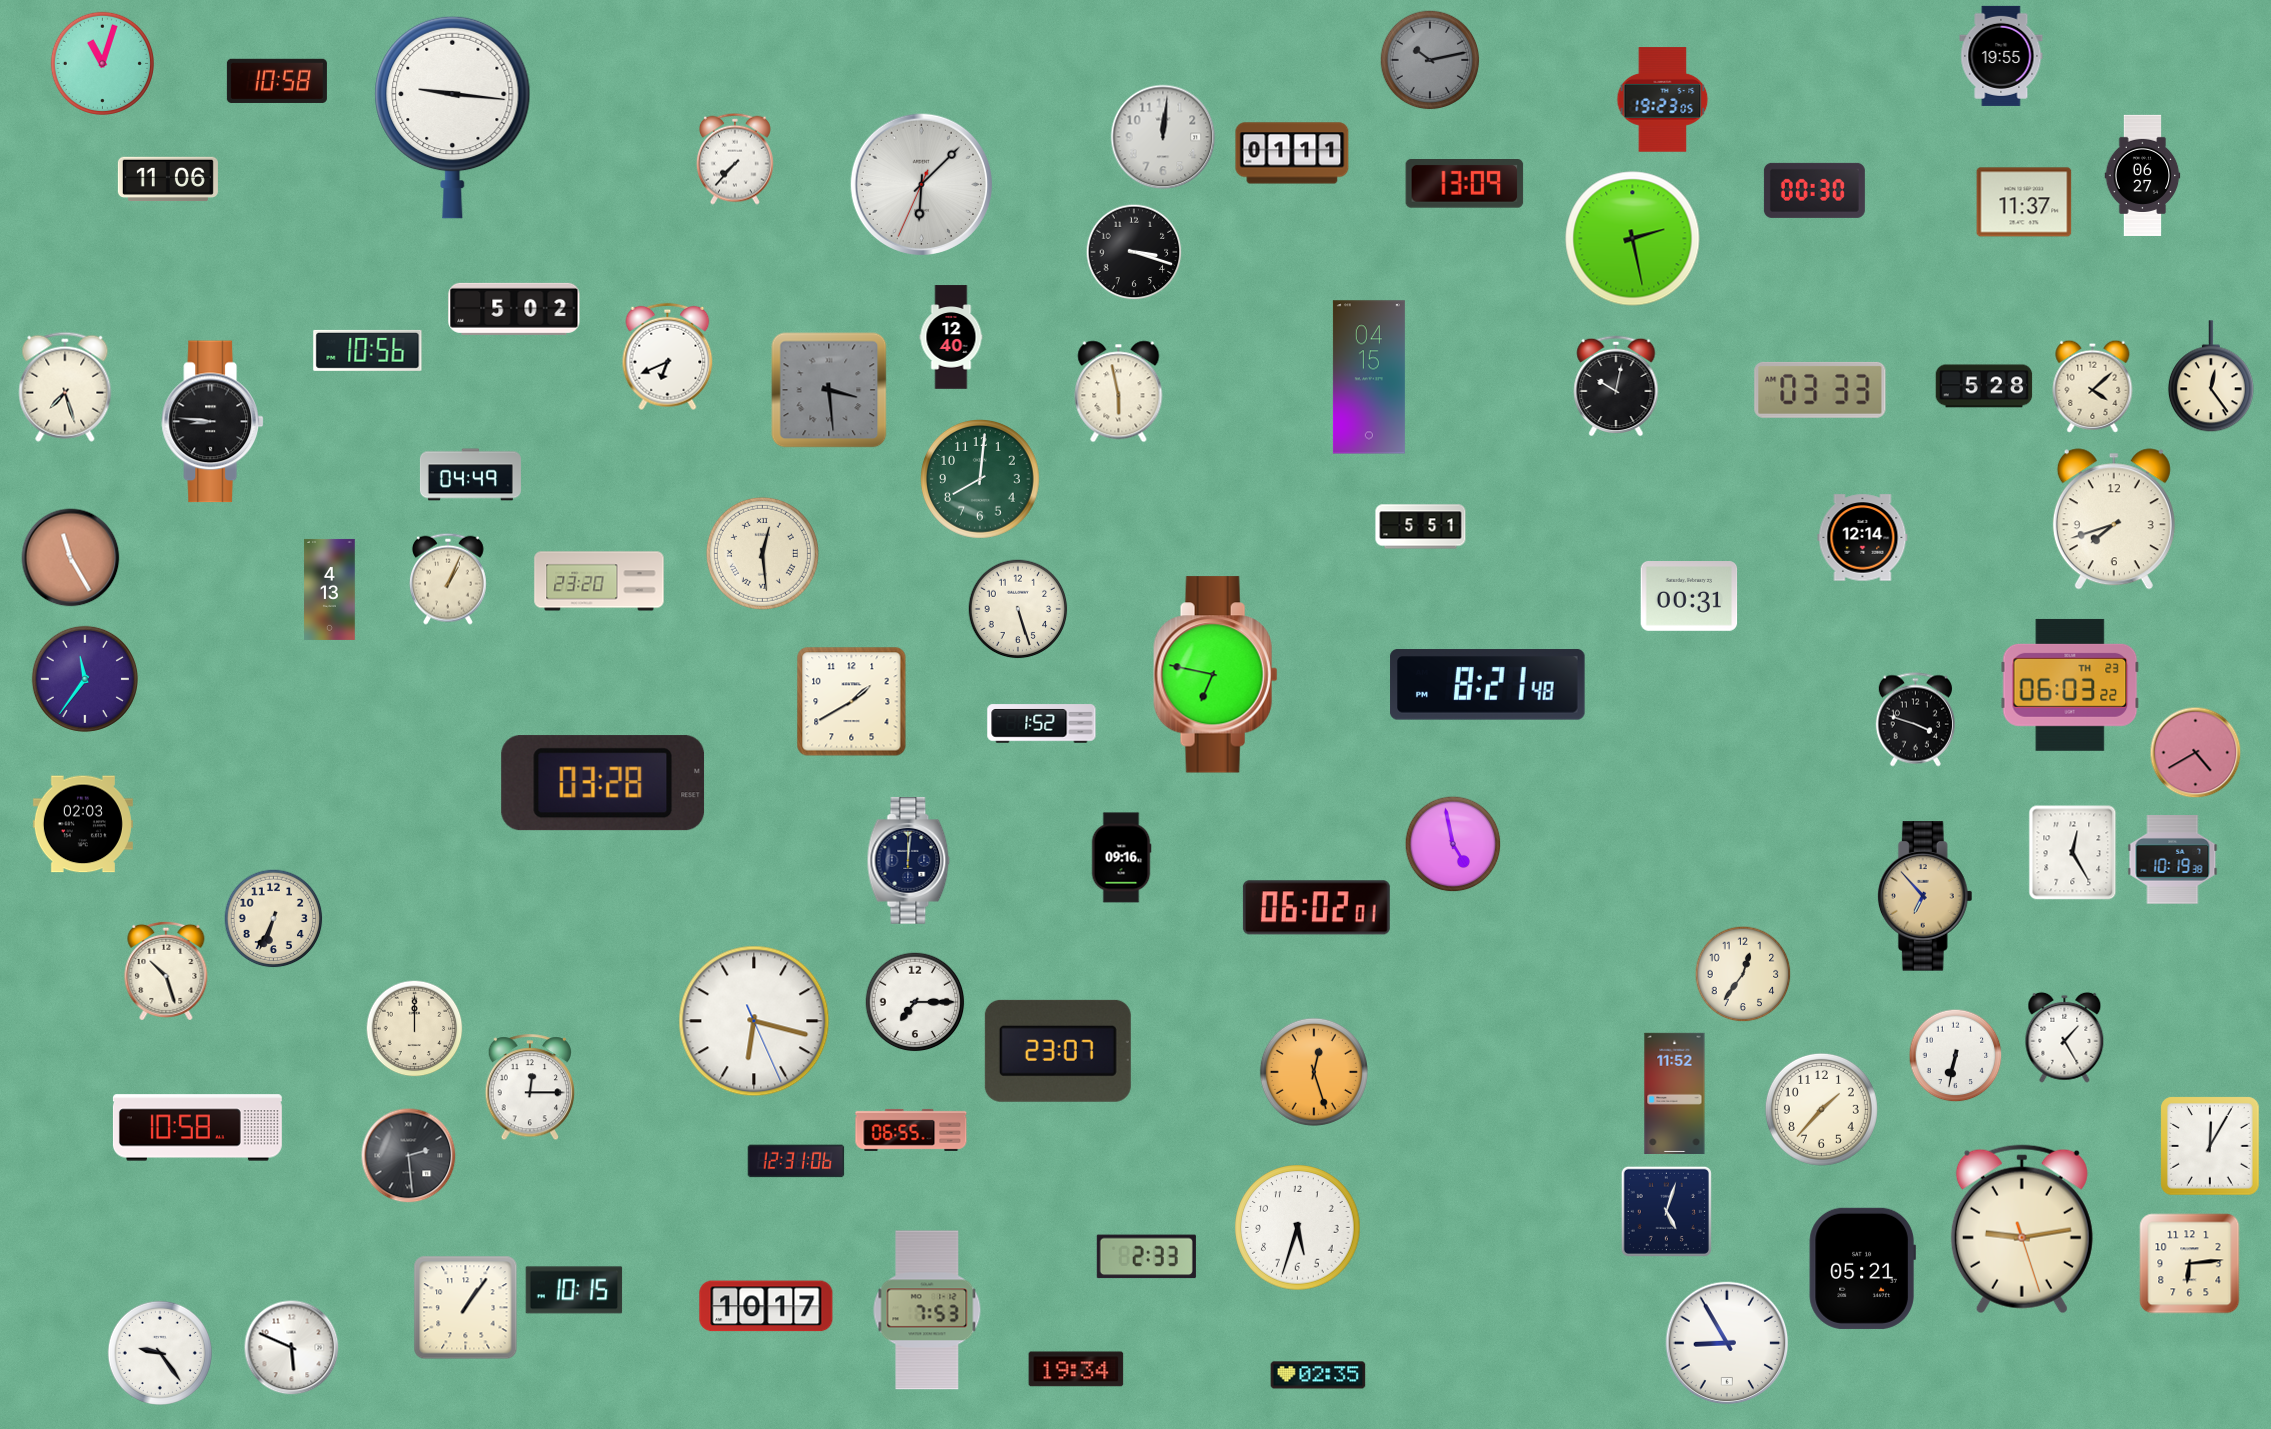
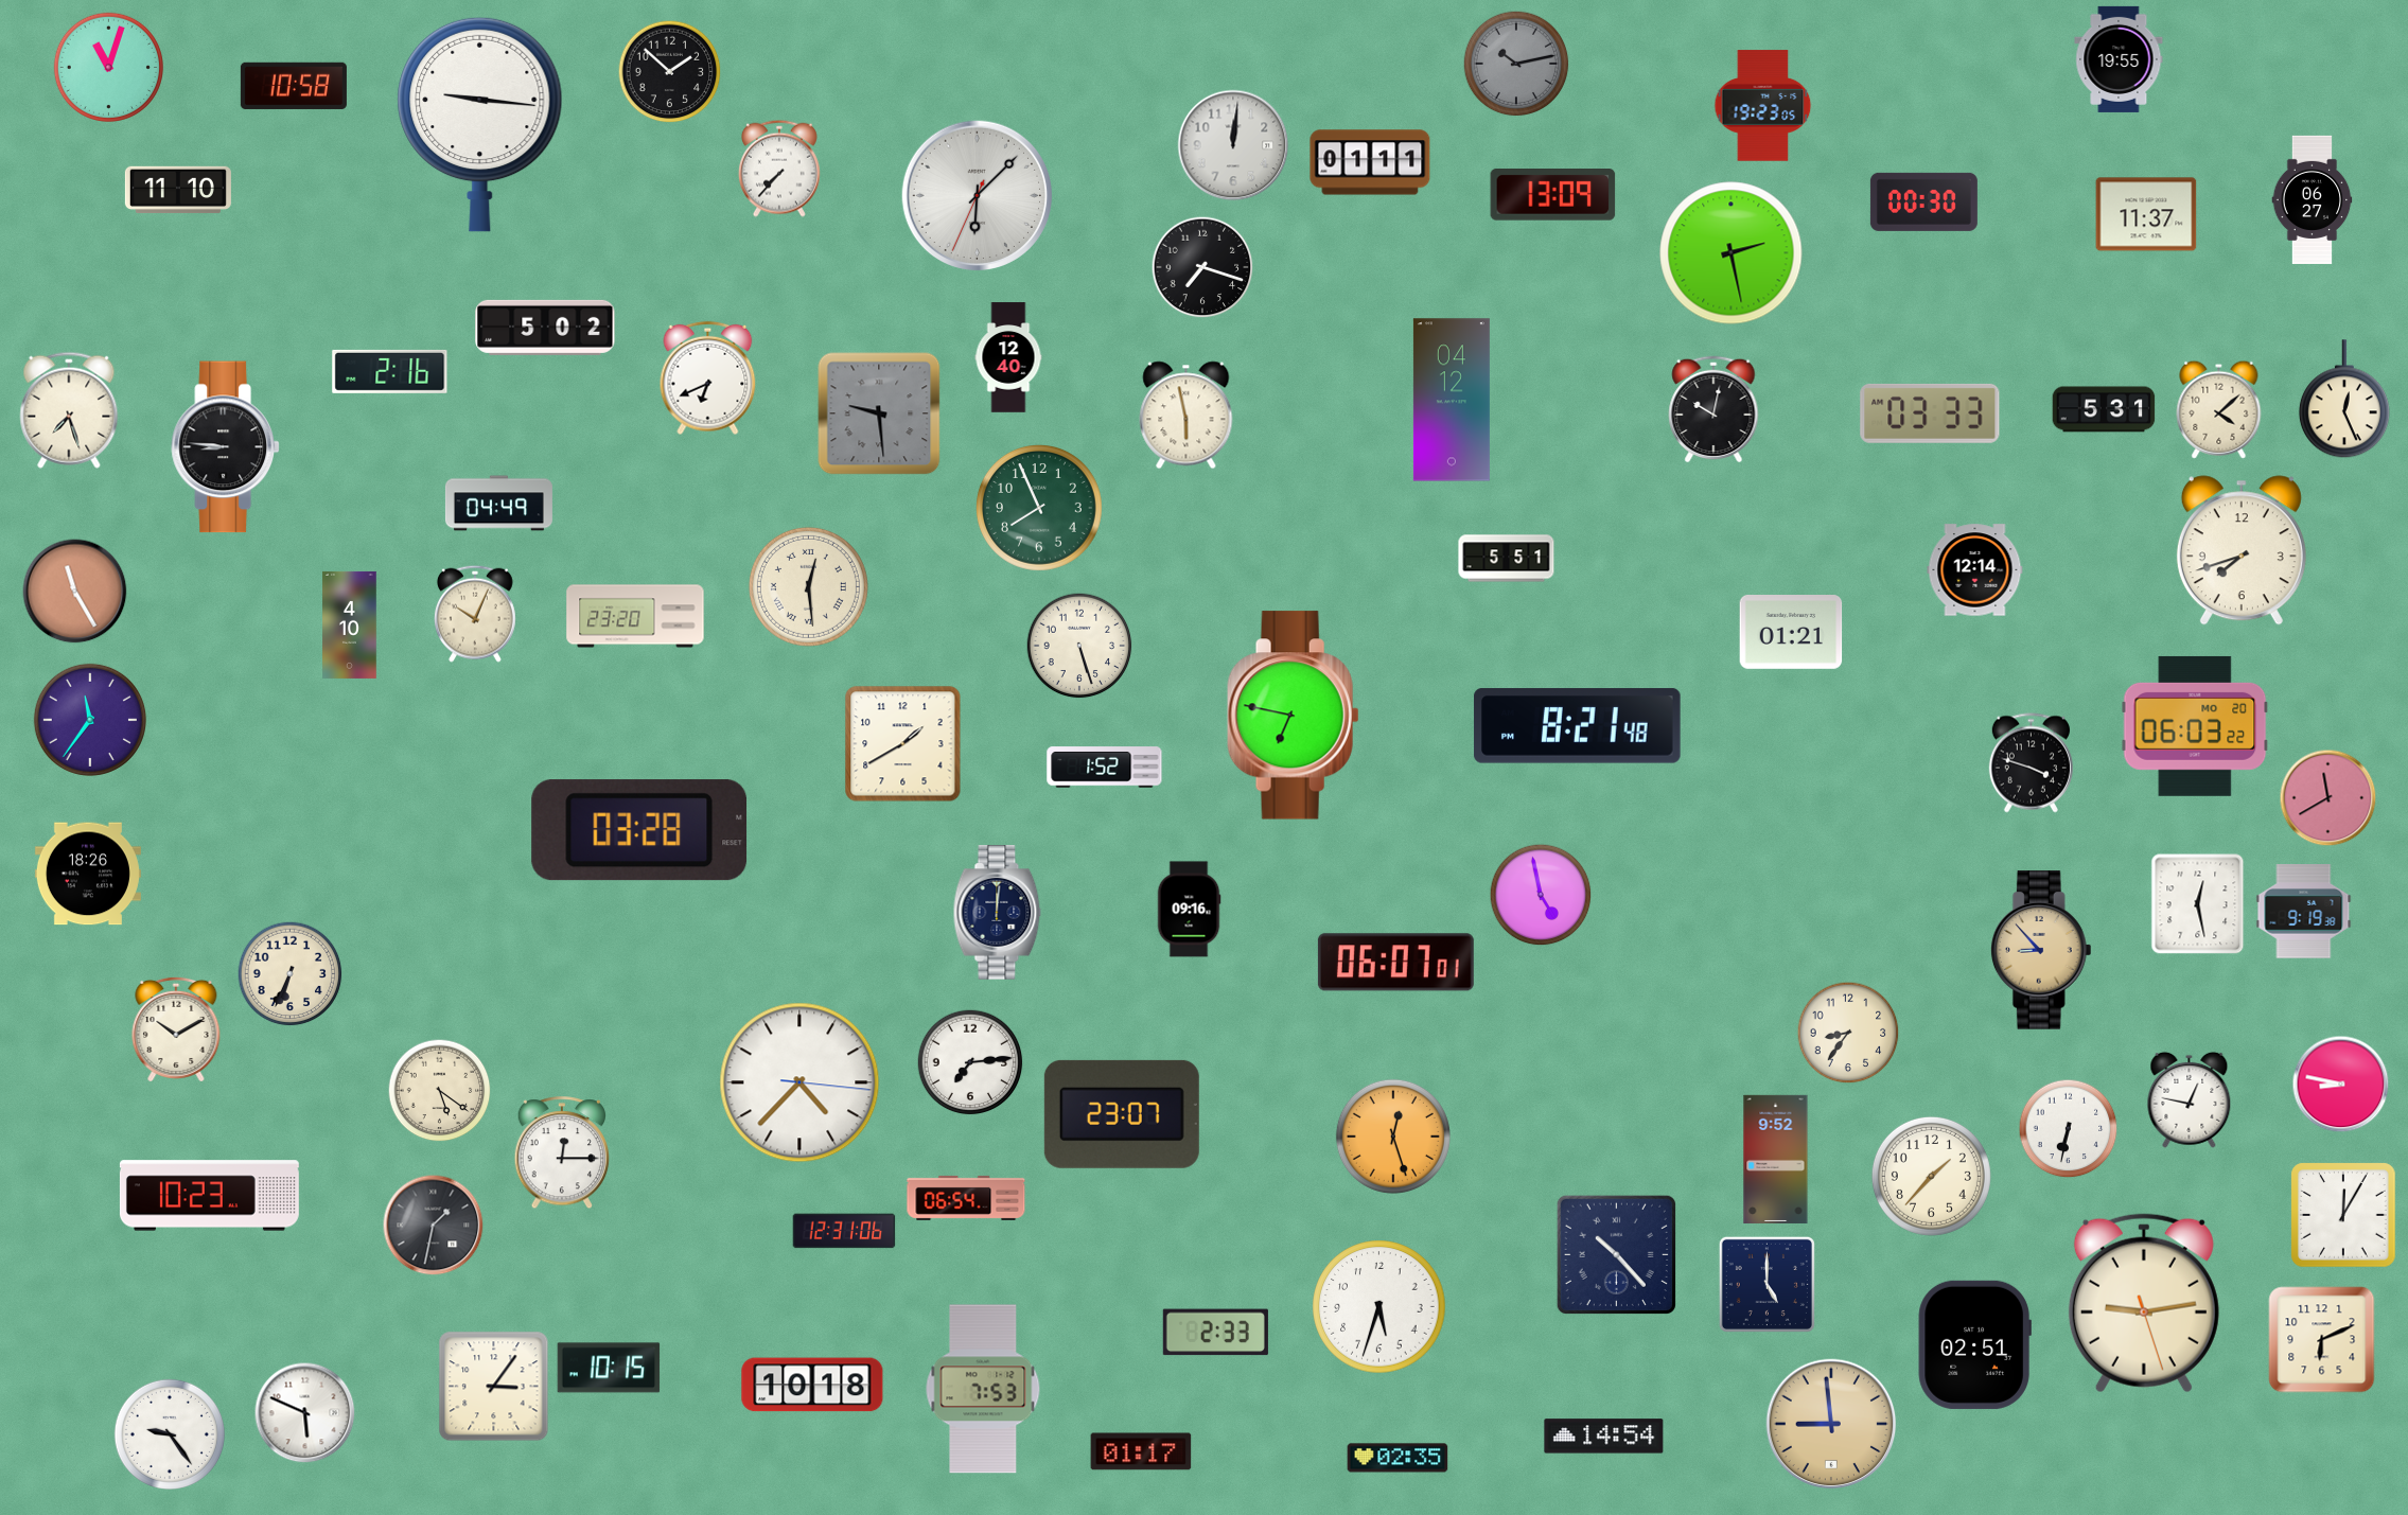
clock at (2001, 56) position: (2001, 56) -> (2119, 59)
clock at (670, 72): none -> 1:52
clock at (2143, 175) position: (2143, 175) -> (2313, 199)
clock at (168, 179): 11:06 -> 11:10
clock at (1134, 252): 3:18 -> 7:18
clock at (368, 350): 10:56 -> 2:16
clock at (1369, 377): 04:15 -> 04:12
clock at (2211, 377): 12:24 -> 12:26
clock at (1984, 386): 5:28 -> 5:31
clock at (829, 390): 3:29 -> 9:29
clock at (981, 480): 8:01 -> 7:56
clock at (448, 579): 1:04 -> 10:04
clock at (330, 589): 4:13 -> 4:10
clock at (1689, 597): 00:31 -> 01:21
clock at (1216, 675) position: (1216, 675) -> (1294, 716)
clock at (2070, 685) date: TH 23 -> MO 20
clock at (2196, 753): 4:40 -> 11:40
clock at (83, 824): 02:03 -> 18:26
clock at (2073, 853): 12:25 -> 12:28
clock at (2173, 860): 10:19 -> 9:19
clock at (909, 861) position: (909, 861) -> (998, 913)
clock at (1925, 896): 6:53 -> 8:53
clock at (1316, 908): 06:02 -> 06:07
clock at (166, 971): 10:27 -> 10:10
clock at (1743, 974): 12:36 -> 8:36
clock at (915, 1002): 7:15 -> 7:14
clock at (754, 1021): 6:17 -> 4:37
clock at (2341, 1085): none -> 8:47
clock at (415, 1029): 12:00 -> 5:21
clock at (2065, 1037): 1:25 -> 12:47
clock at (1956, 1056) position: (1956, 1056) -> (2069, 1129)
clock at (1675, 1093): 11:52 -> 9:52
clock at (197, 1128): 10:58 -> 10:23
clock at (911, 1130): 06:55 -> 06:54
clock at (409, 1156): 2:29 -> 1:32
clock at (1616, 1254): none -> 10:23
clock at (1666, 1211): 5:03 -> 5:00
clock at (1298, 1228) position: (1298, 1228) -> (1379, 1307)
clock at (2190, 1264): 6:14 -> 6:11
clock at (1862, 1268): 05:21 -> 02:51
clock at (766, 1306): 10:17 -> 10:18
clock at (466, 1308): 1:06 -> 3:06
clock at (1727, 1343): 8:55 -> 8:59
clock at (1727, 1343) dial: white -> champagne
clock at (292, 1348) position: (292, 1348) -> (305, 1413)
clock at (1604, 1437): none -> 14:54
clock at (1076, 1369): 19:34 -> 01:17
